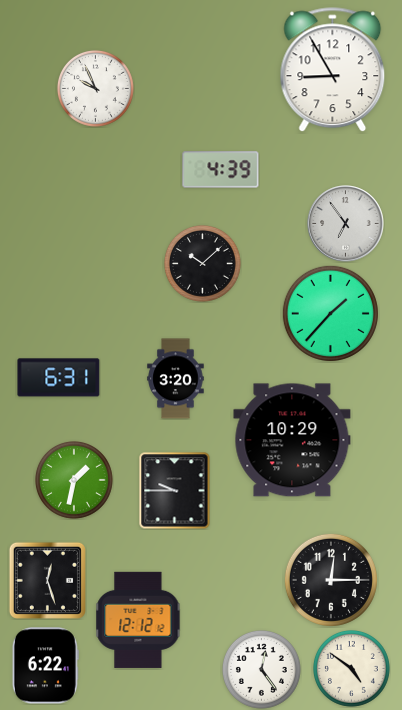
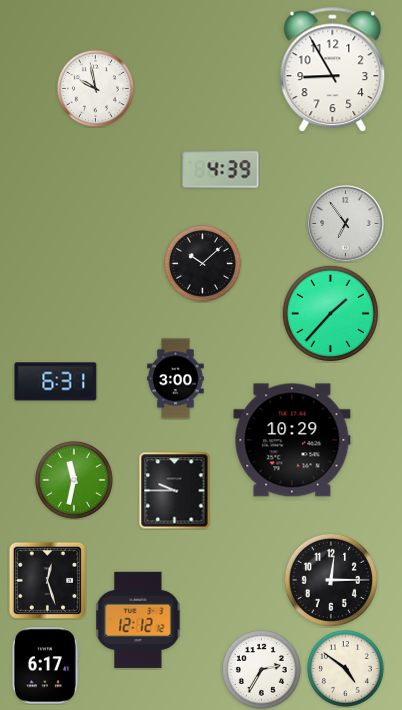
clock at (95, 88): 9:56 -> 9:58
clock at (59, 378) position: (59, 378) -> (56, 382)
clock at (176, 379): 3:20 -> 3:00
clock at (74, 480): 1:32 -> 11:32
clock at (45, 666): 6:22 -> 6:17
clock at (351, 668) position: (351, 668) -> (345, 668)
clock at (261, 669): 12:24 -> 2:35
